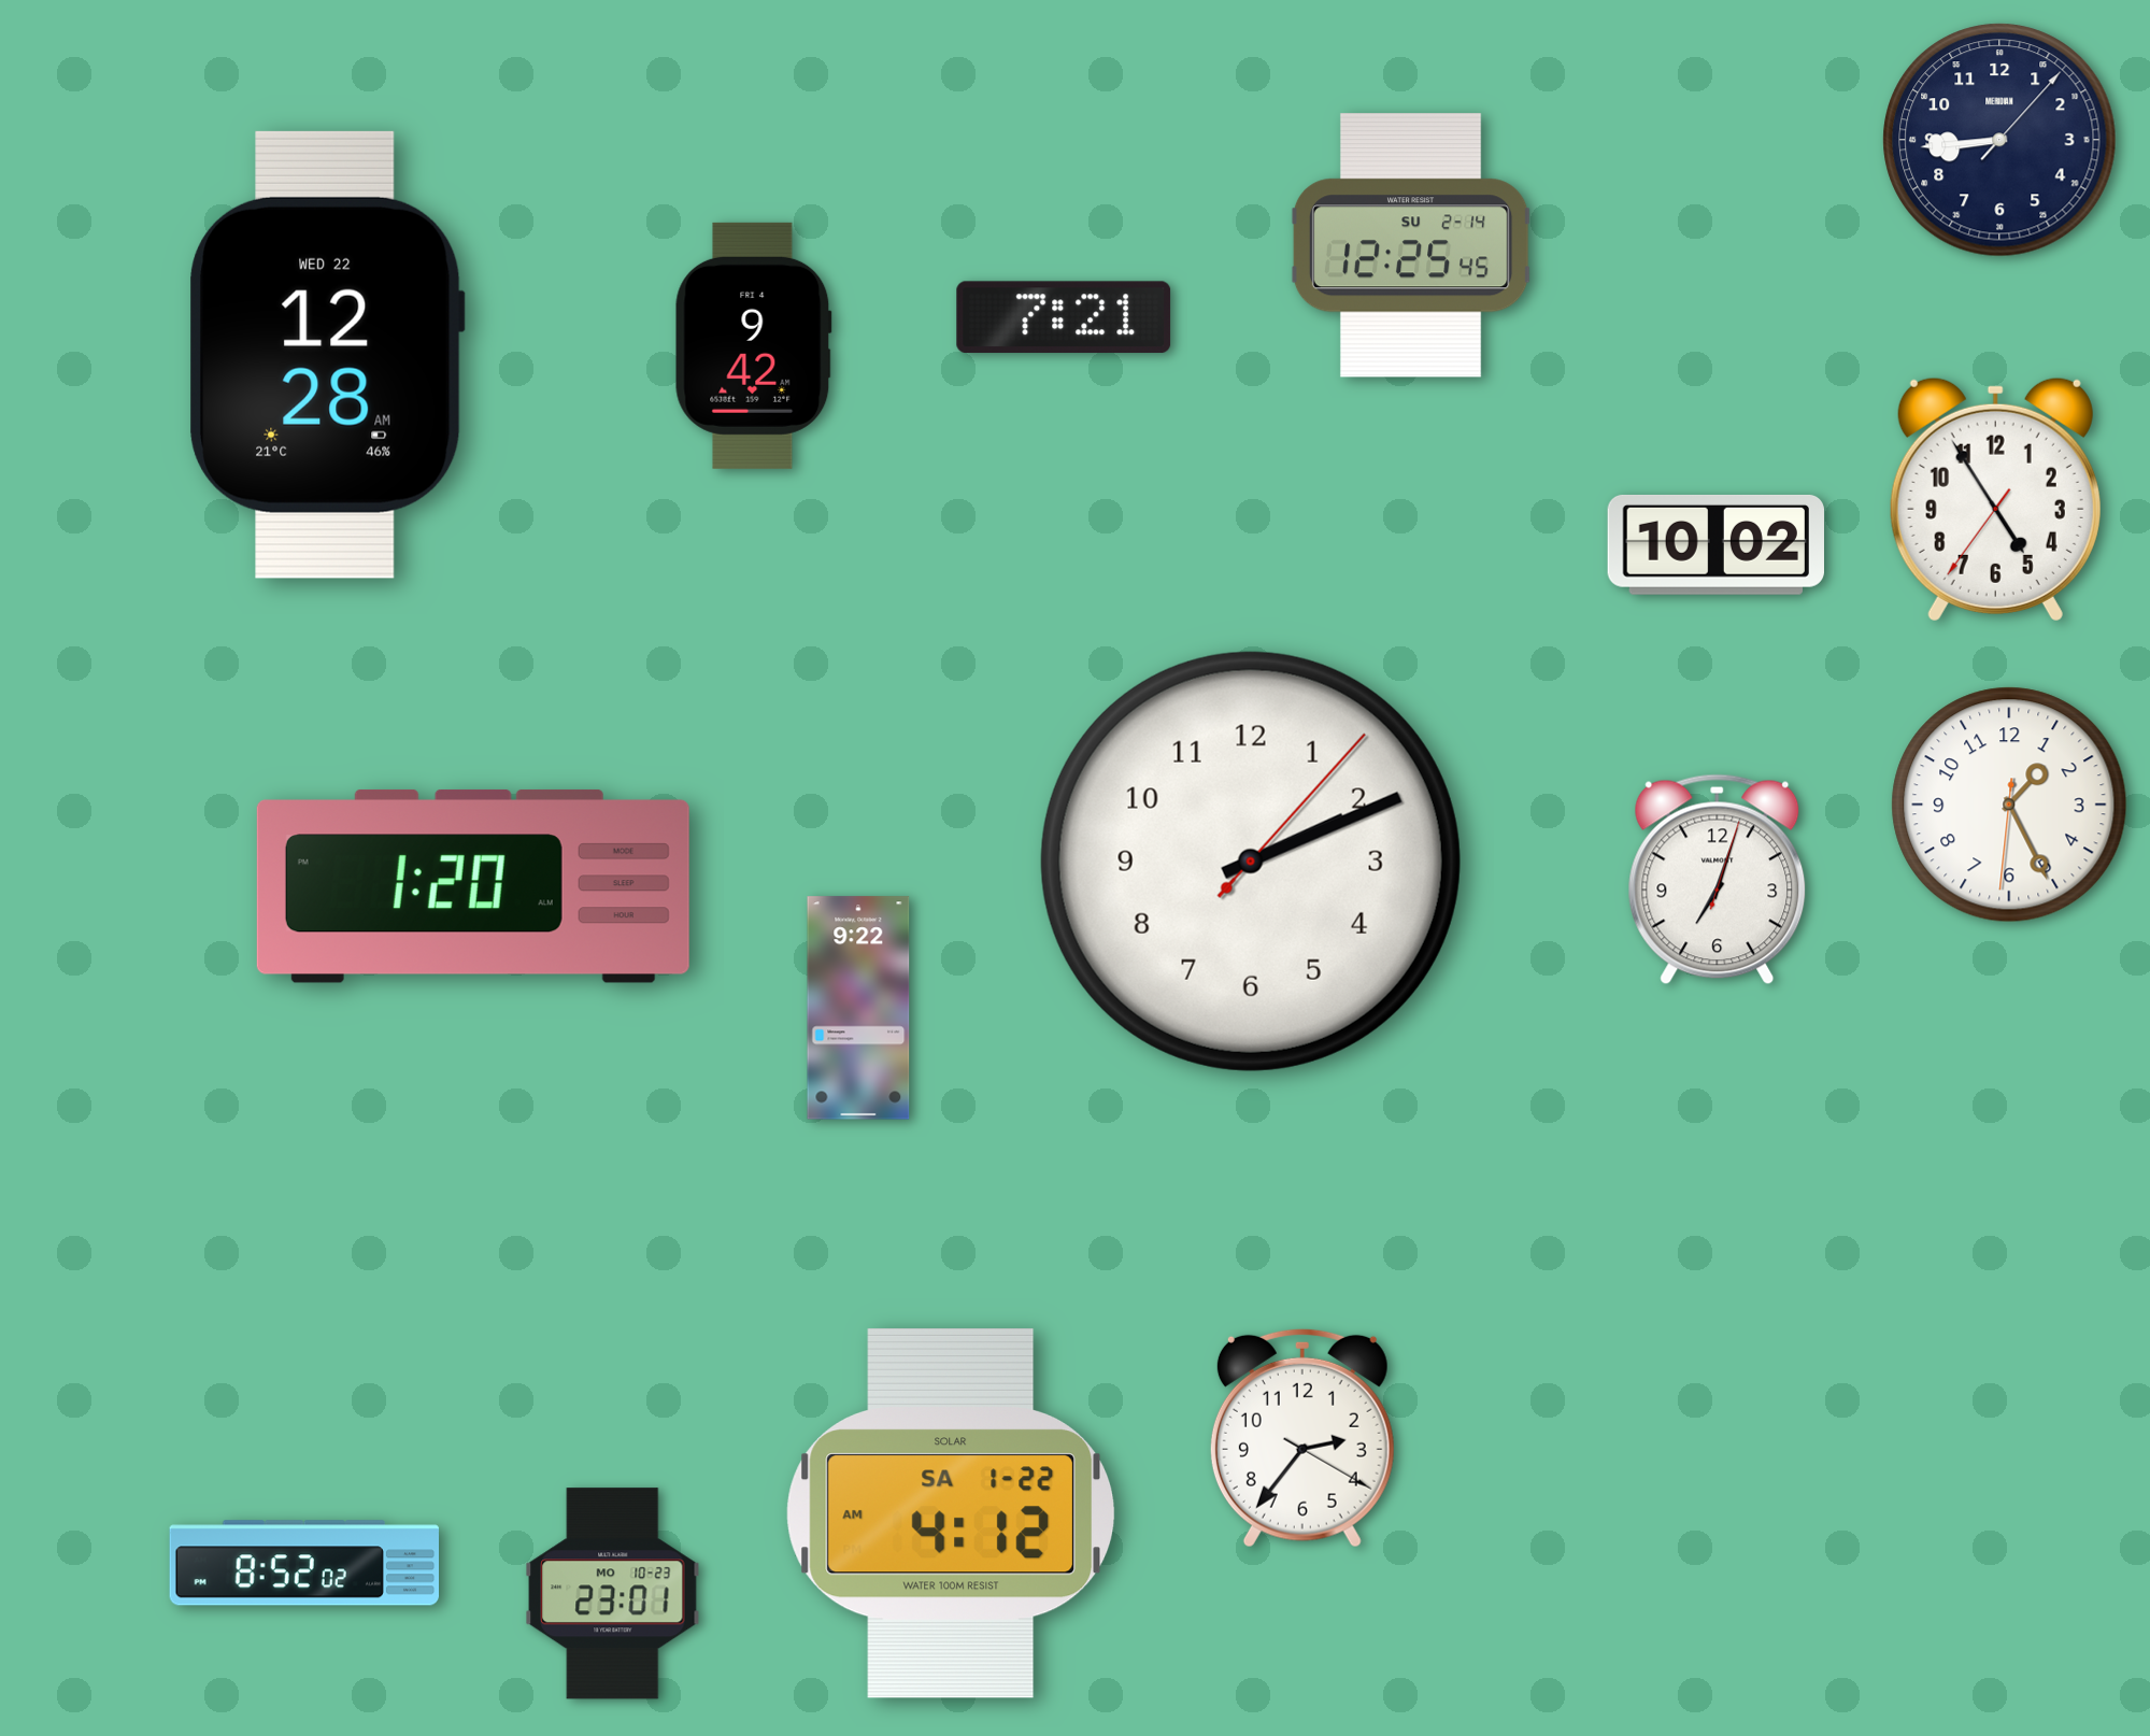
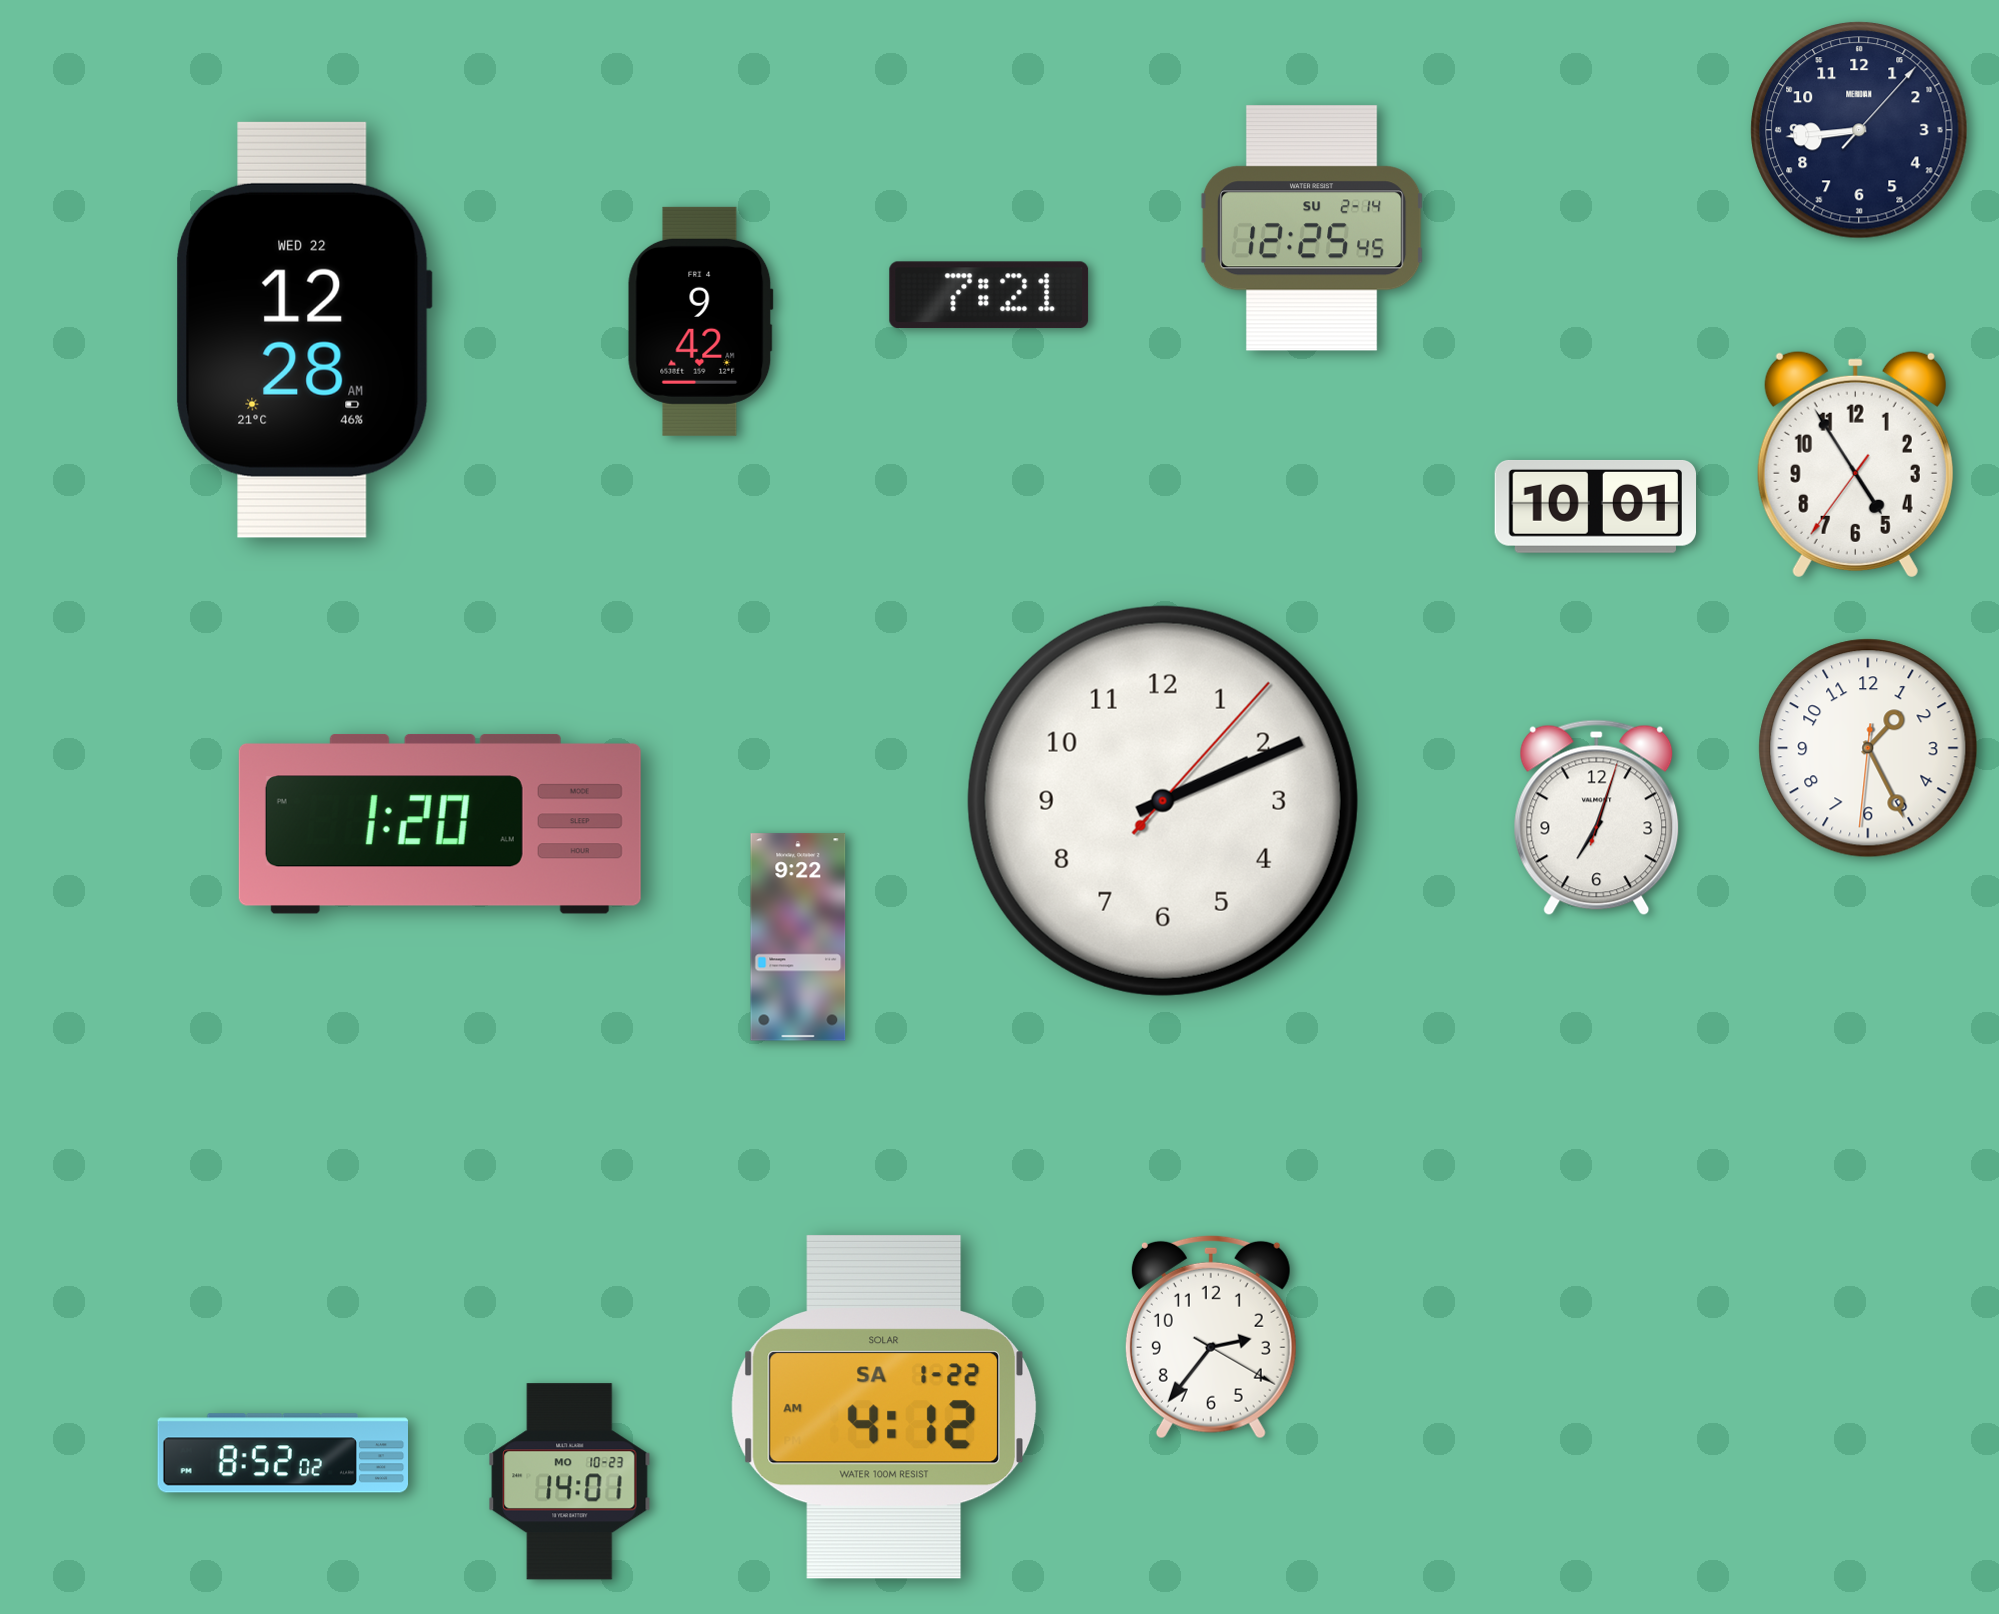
clock at (1715, 544): 10:02 -> 10:01
clock at (613, 1594): 23:01 -> 14:01
